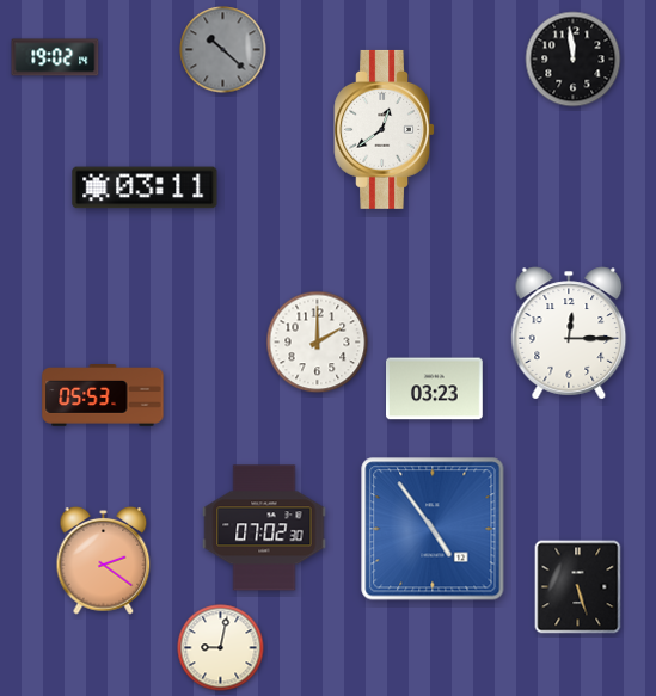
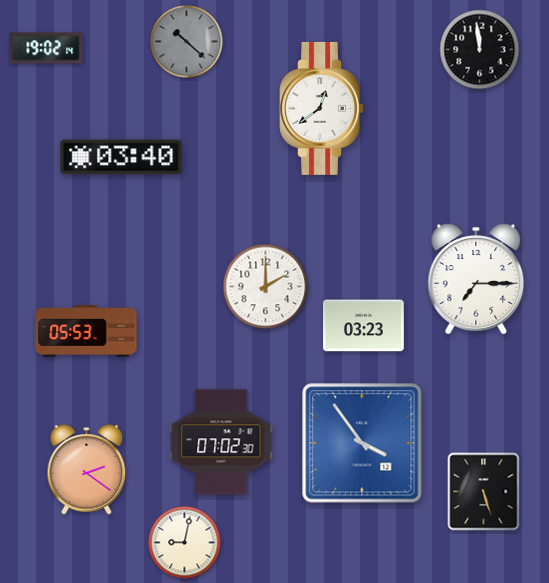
clock at (145, 187): 03:11 -> 03:40
clock at (569, 333): 12:15 -> 7:15
clock at (433, 529): 4:54 -> 3:54
